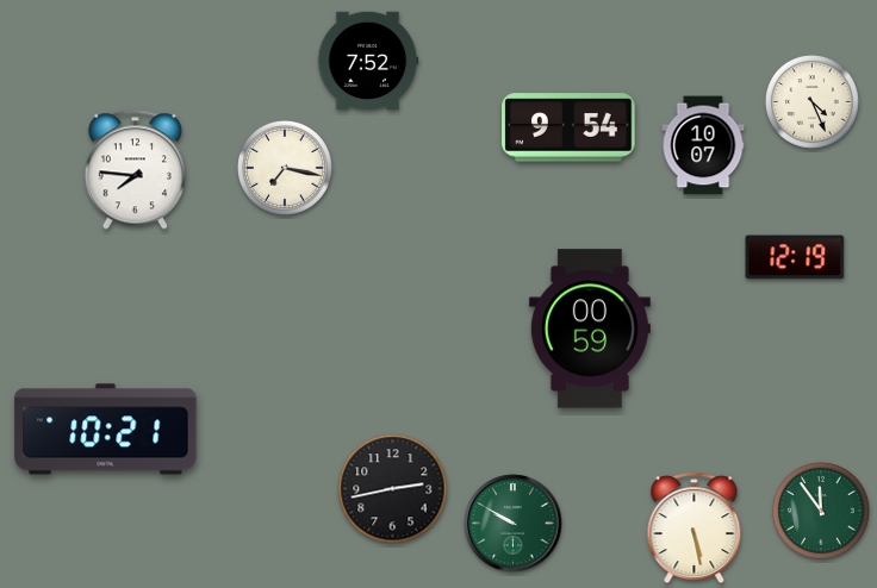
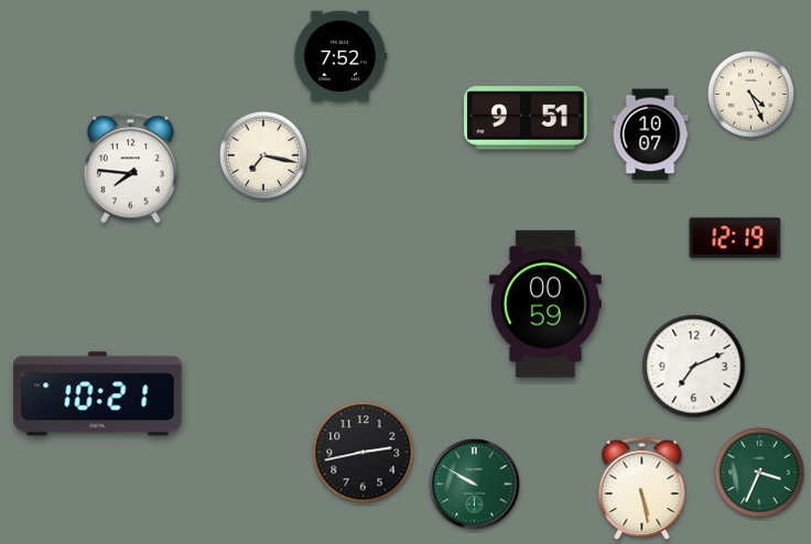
clock at (568, 127): 9:54 -> 9:51
clock at (135, 170) position: (135, 170) -> (130, 168)
clock at (694, 367): none -> 7:11
clock at (106, 430) position: (106, 430) -> (98, 394)
clock at (822, 512): 11:54 -> 3:34
